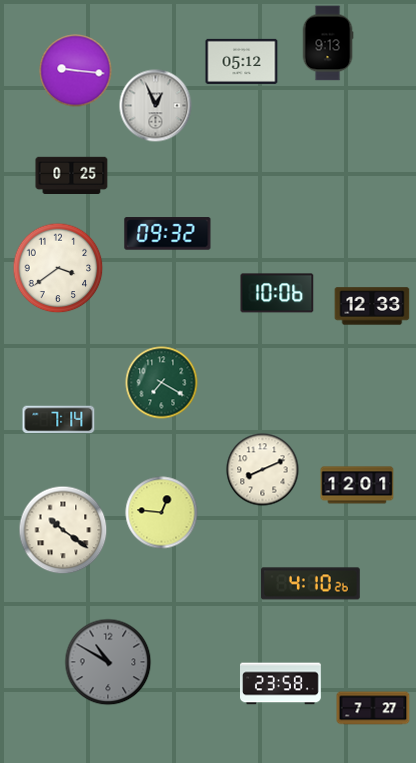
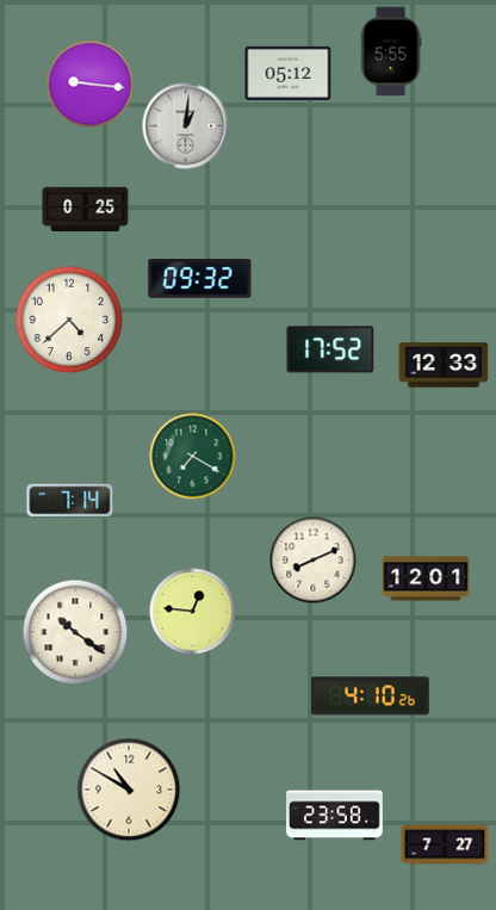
clock at (328, 43): 9:13 -> 5:55
clock at (156, 106): 12:56 -> 1:01
clock at (58, 268): 3:39 -> 4:38
clock at (277, 293): 10:06 -> 17:52
clock at (108, 662) dial: grey -> cream
